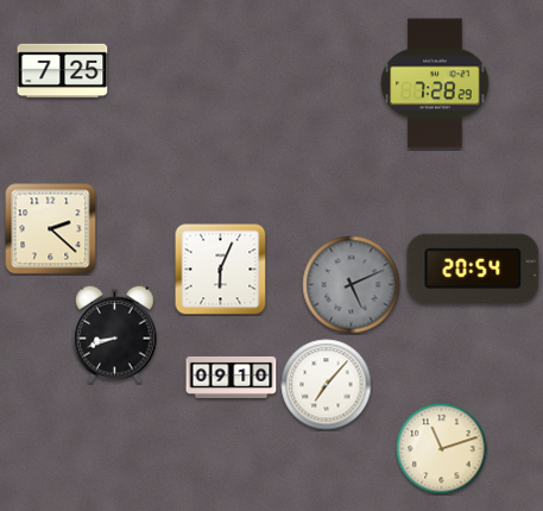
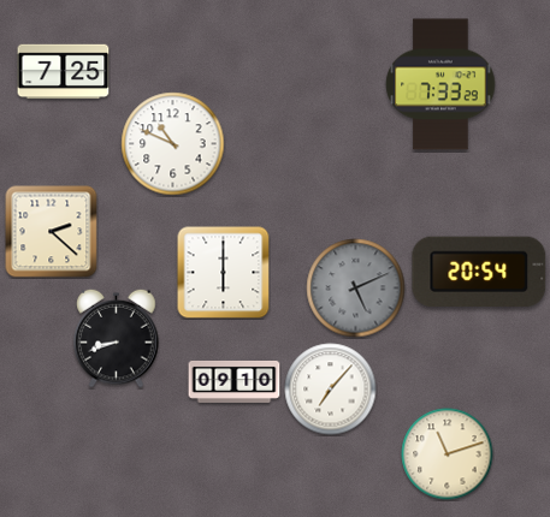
clock at (435, 83): 7:28 -> 7:33
clock at (173, 144): none -> 10:49
clock at (221, 270): 6:04 -> 6:00
